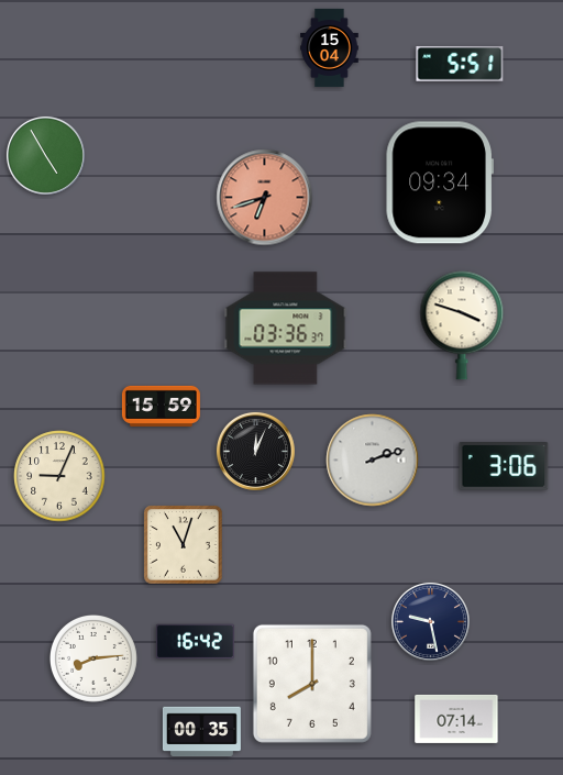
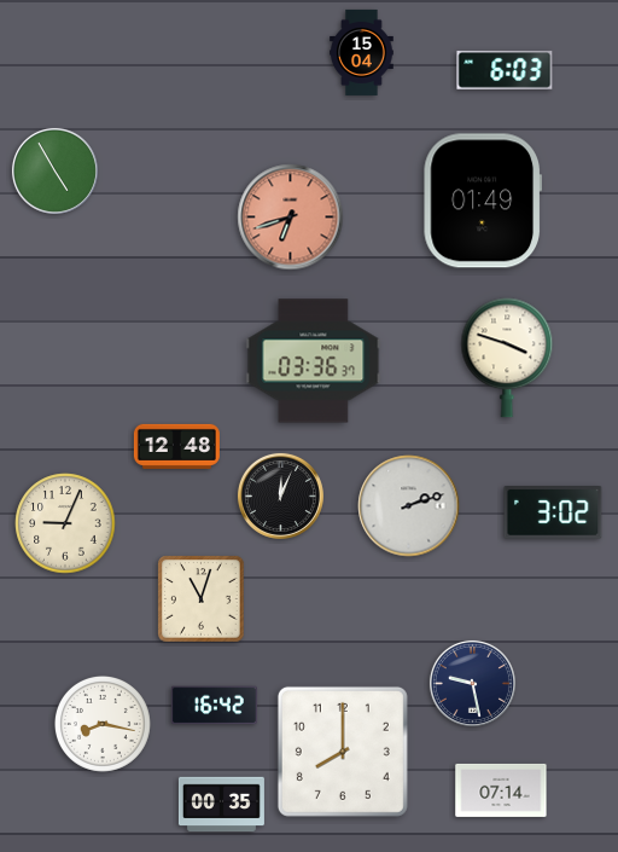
clock at (460, 64): 5:51 -> 6:03
clock at (45, 155) position: (45, 155) -> (54, 170)
clock at (439, 182): 09:34 -> 01:49
clock at (161, 406): 15:59 -> 12:48
clock at (504, 466): 3:06 -> 3:02
clock at (93, 658): 8:14 -> 8:17
